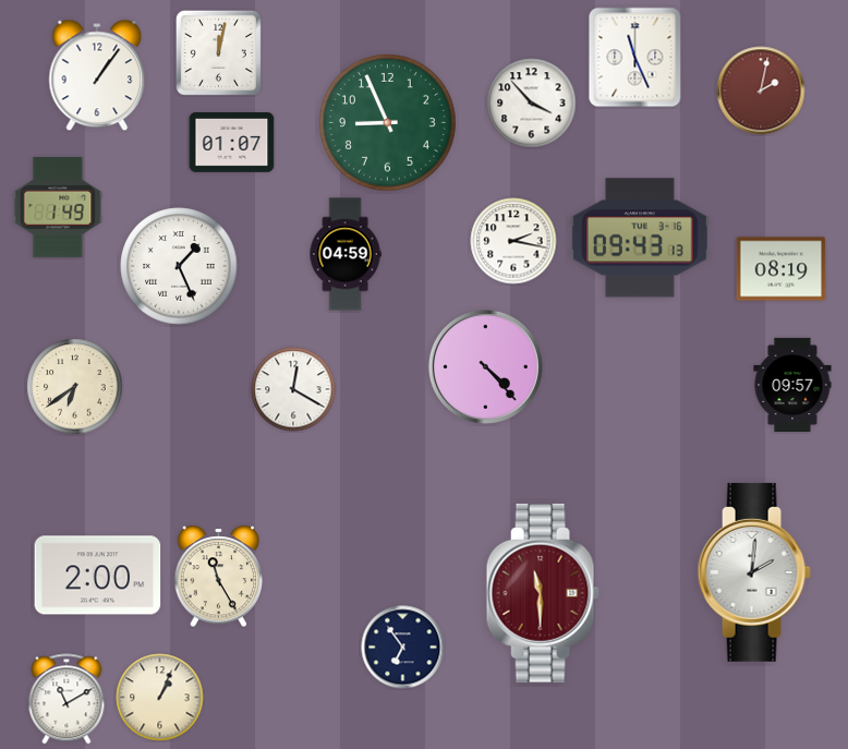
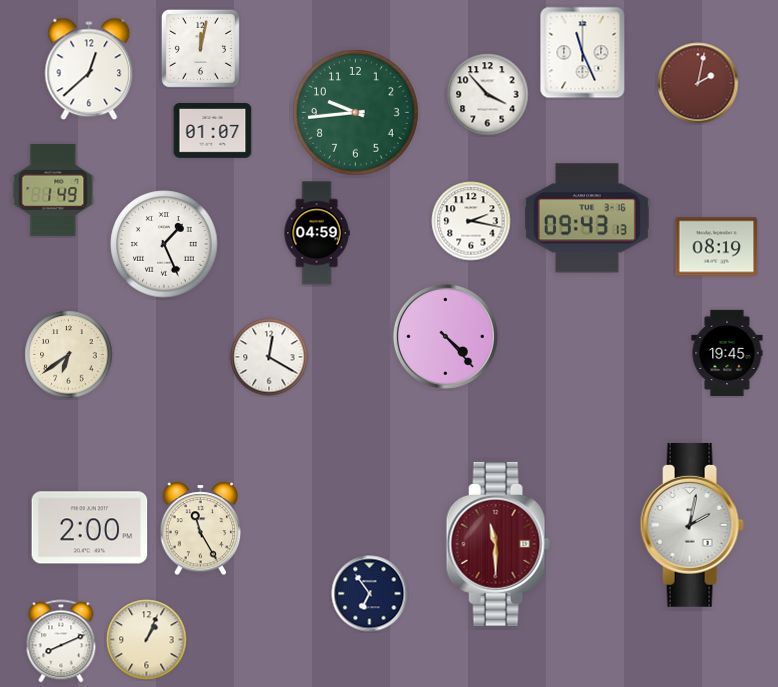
clock at (97, 75): 1:06 -> 12:38
clock at (388, 123): 8:56 -> 9:44
clock at (792, 384): 09:57 -> 19:45
clock at (754, 572): 2:01 -> 2:02
clock at (66, 699): 11:10 -> 8:11
